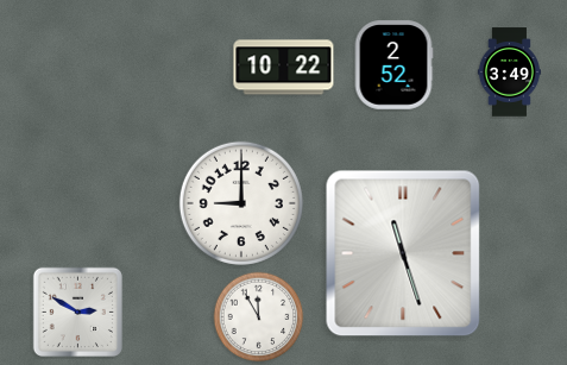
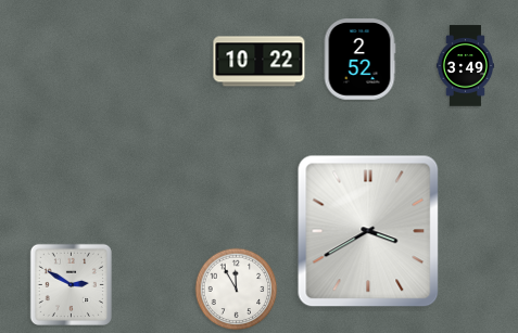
clock at (241, 203): 9:00 -> none
clock at (403, 253): 11:27 -> 3:40
